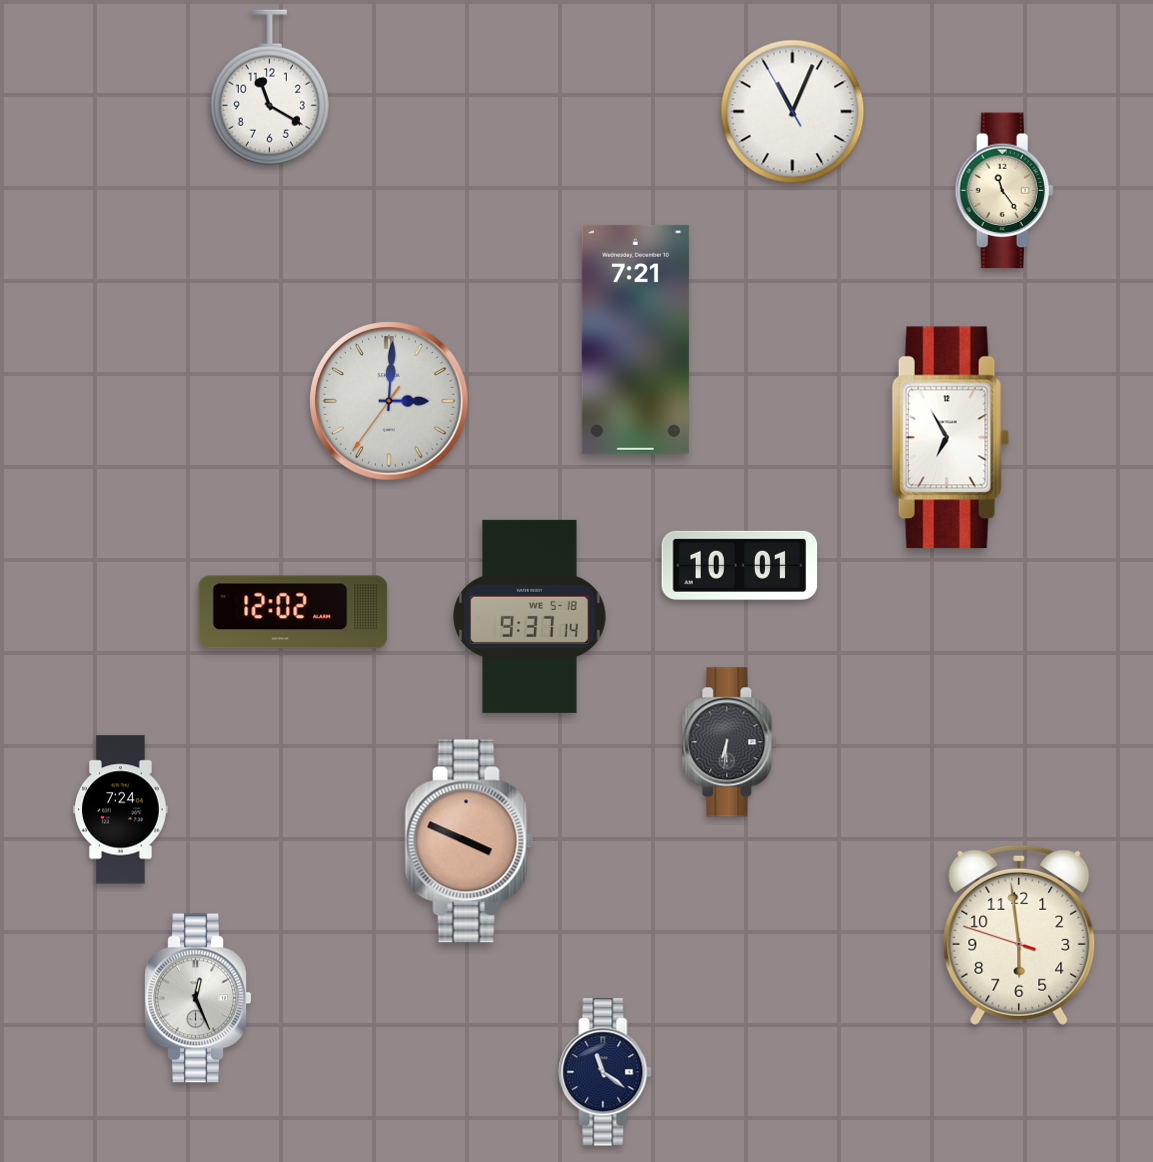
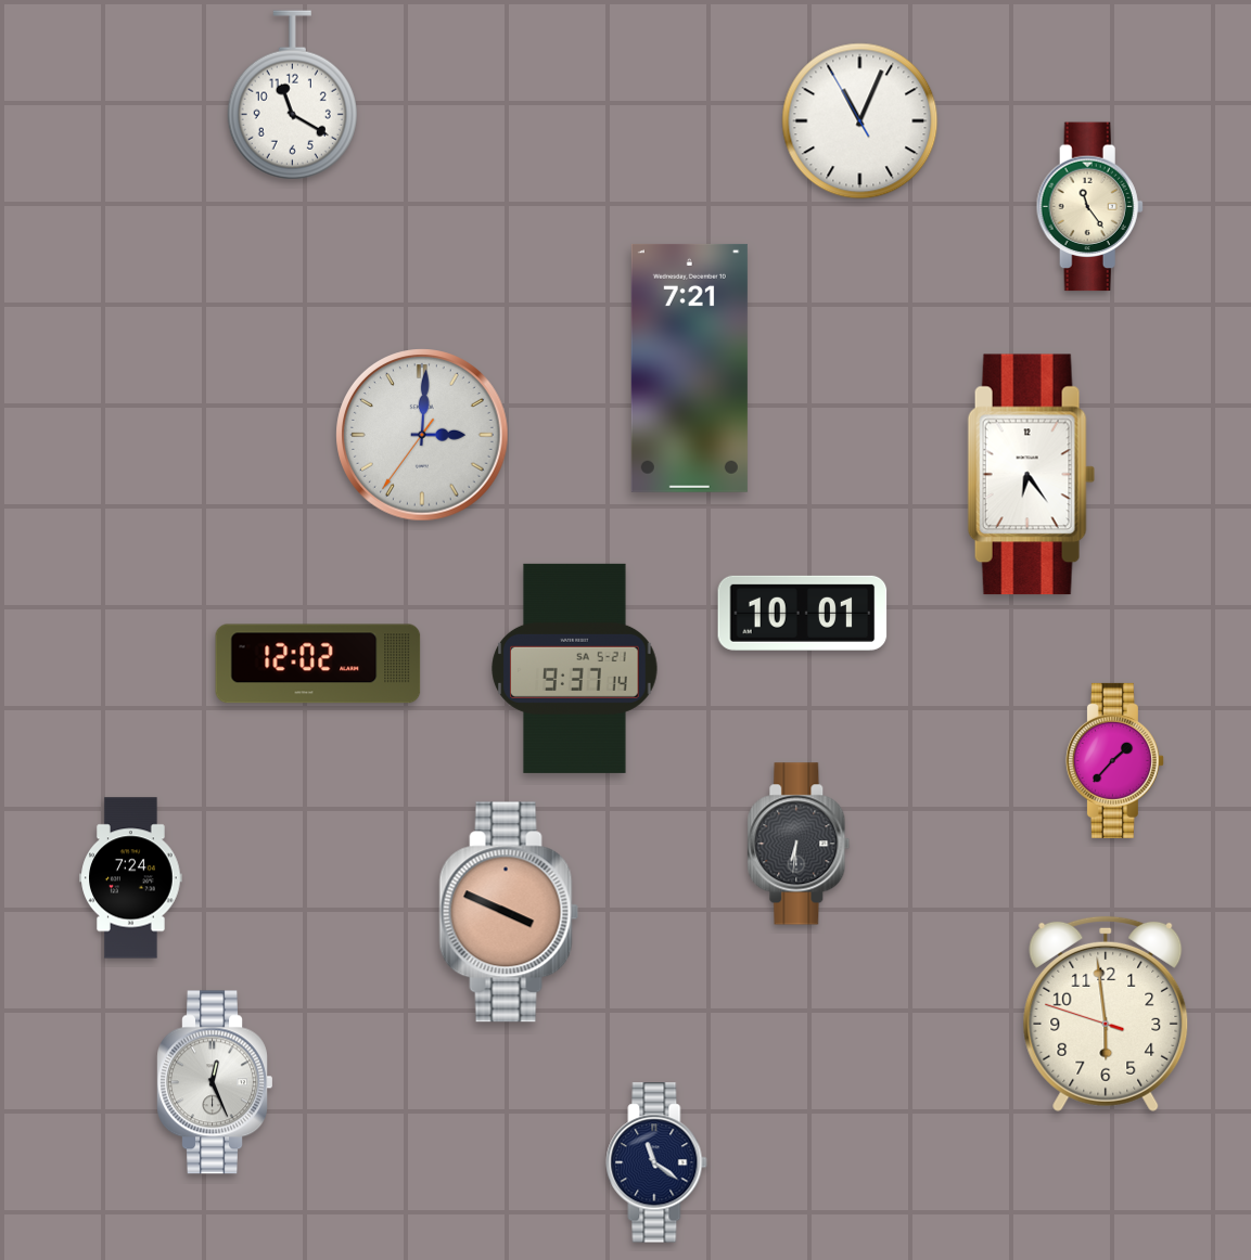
clock at (951, 438): 6:55 -> 6:24
clock at (530, 616) date: WE 5-18 -> SA 5-21
clock at (1114, 760): none -> 1:37
clock at (729, 742) position: (729, 742) -> (799, 844)
